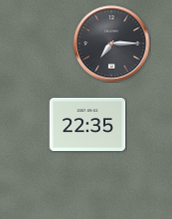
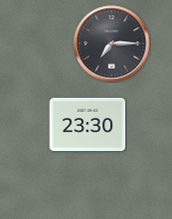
clock at (88, 124): 22:35 -> 23:30
